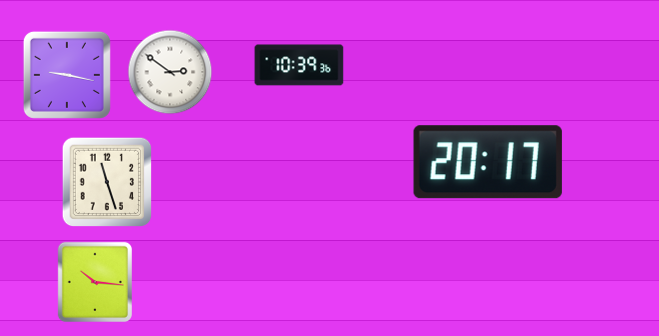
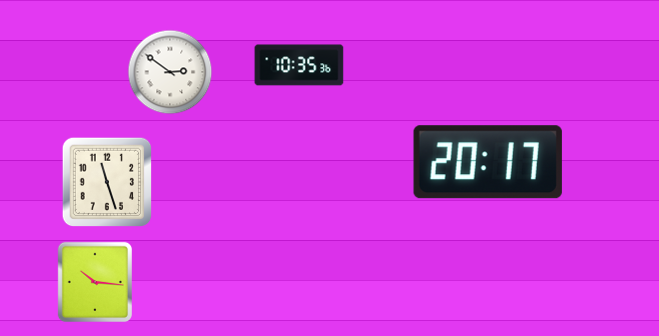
clock at (299, 65): 10:39 -> 10:35
clock at (67, 75): 9:17 -> none
